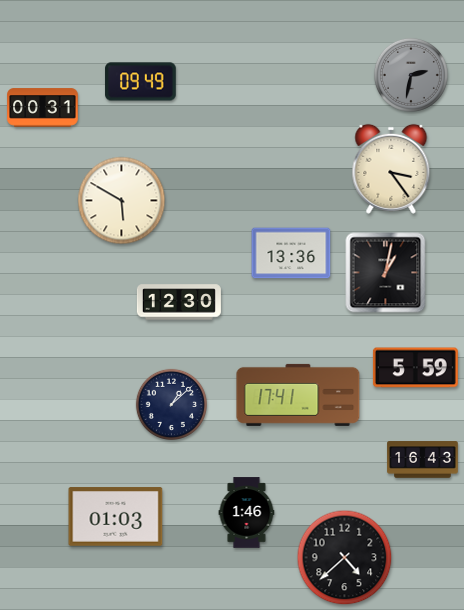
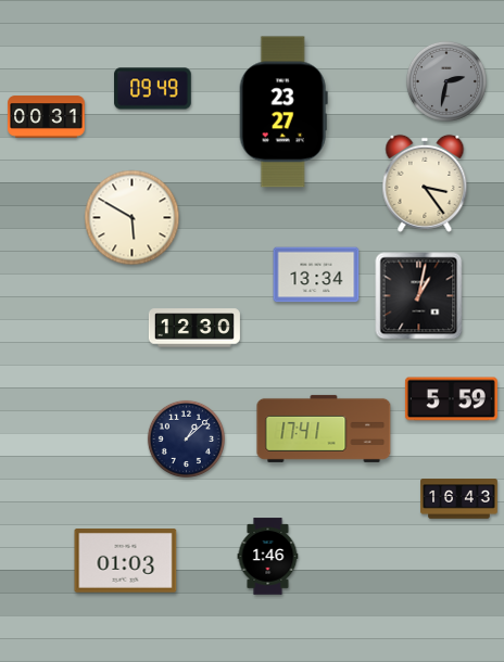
clock at (283, 112): none -> 23:27
clock at (291, 253): 13:36 -> 13:34
clock at (345, 558): 4:38 -> none
